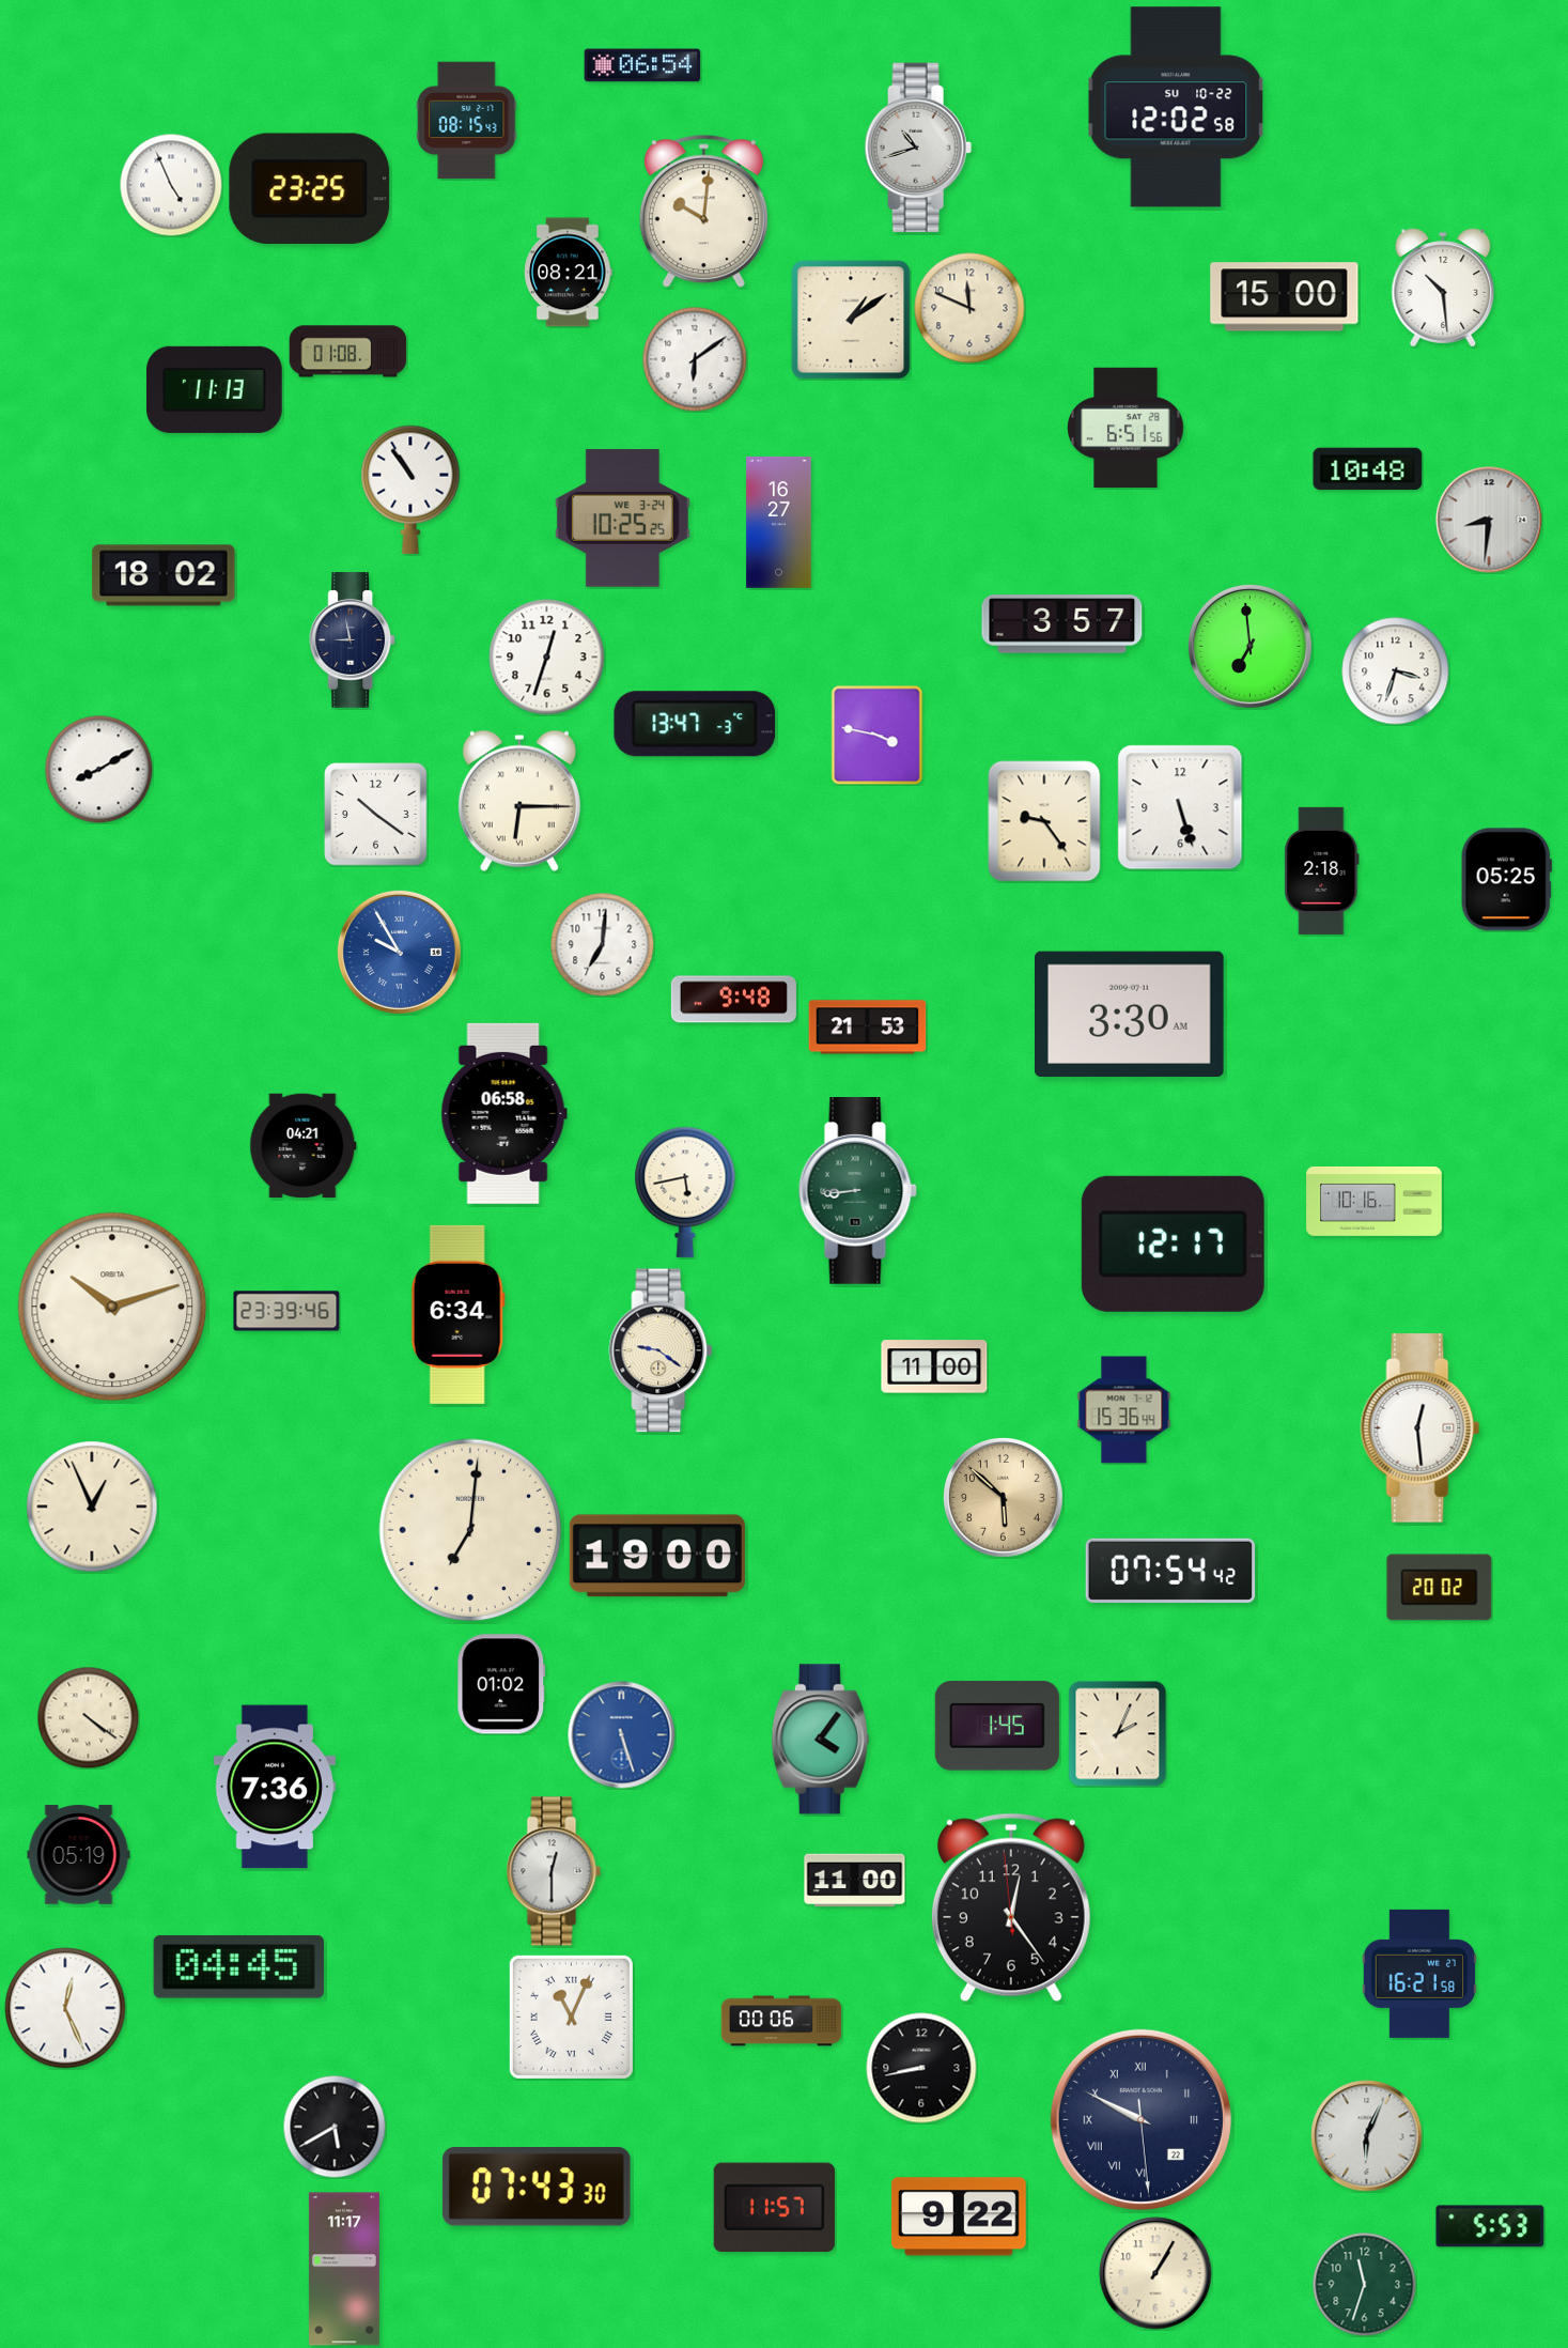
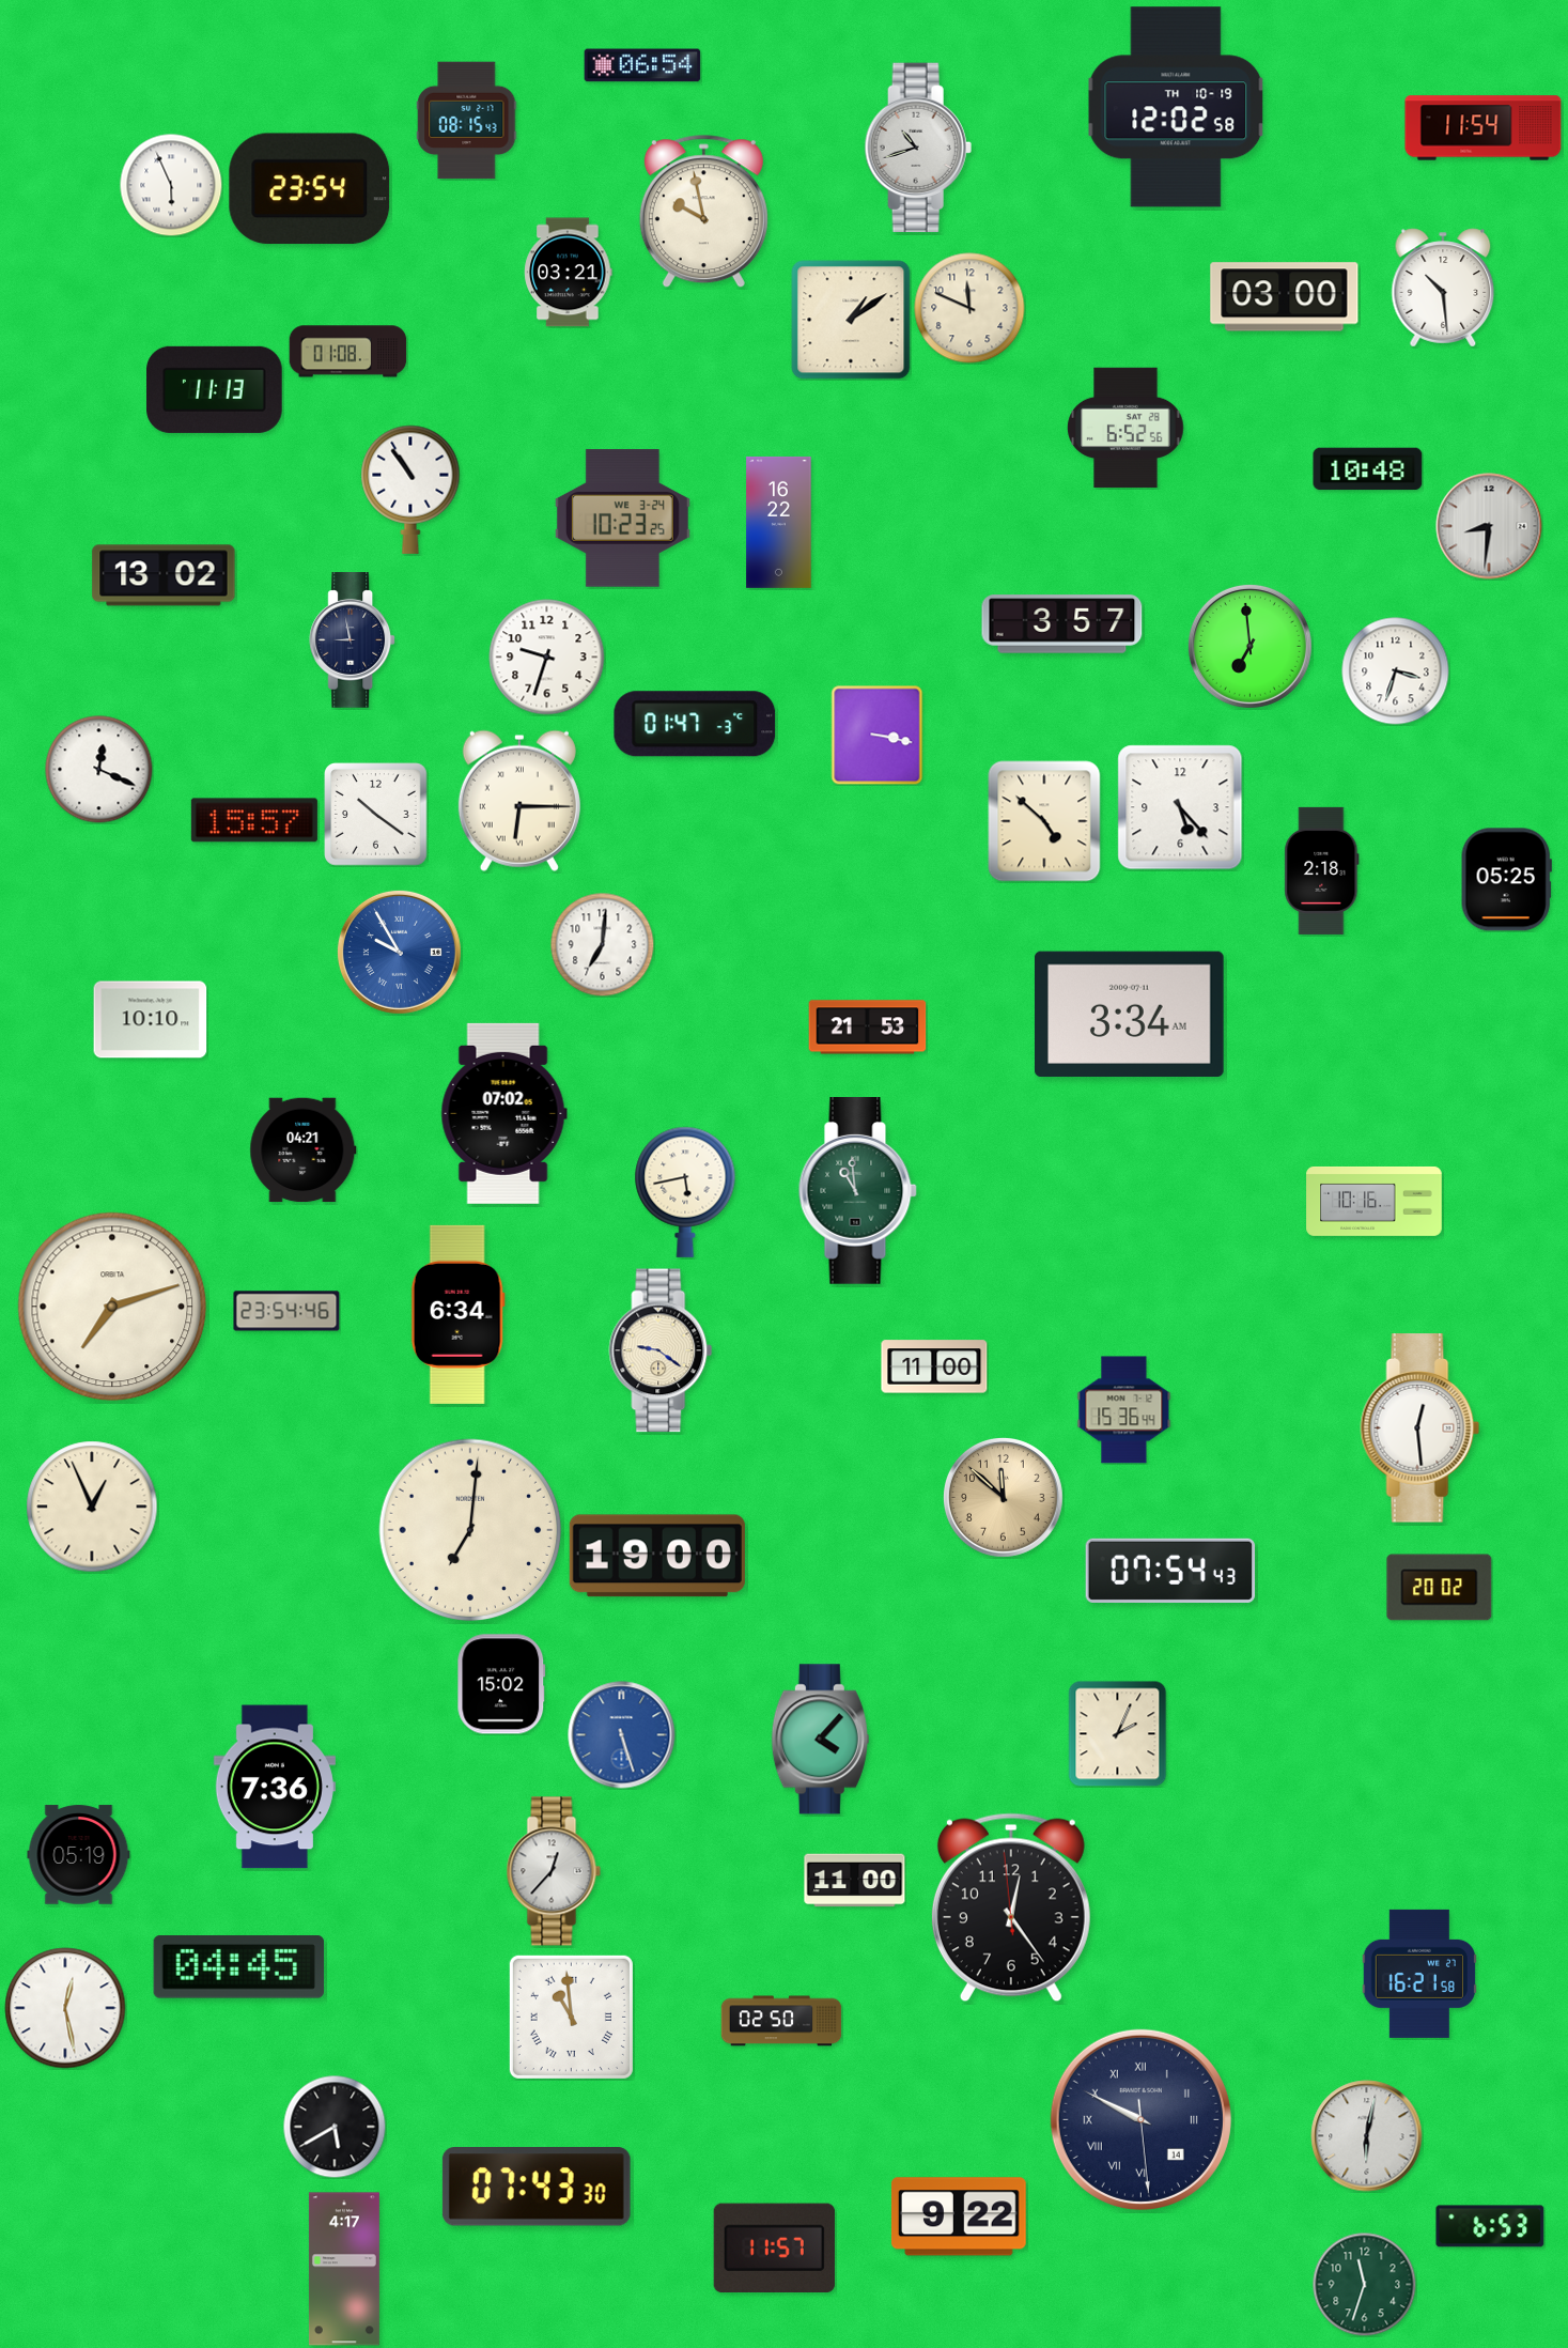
clock at (1176, 107) date: SU 10-22 -> TH 10-19
clock at (1484, 128): none -> 11:54
clock at (171, 185): 4:56 -> 5:56
clock at (310, 189): 23:25 -> 23:54
clock at (703, 212): 10:01 -> 9:58
clock at (569, 273): 08:21 -> 03:21
clock at (1285, 297): 15:00 -> 03:00
clock at (695, 359): 6:09 -> none
clock at (1125, 428): 6:51 -> 6:52
clock at (622, 519): 10:25 -> 10:23
clock at (1489, 520) position: (1489, 520) -> (1489, 526)
clock at (779, 522): 16:27 -> 16:22
clock at (164, 575): 18:02 -> 13:02
clock at (547, 658): 12:33 -> 9:33
clock at (695, 724): 13:47 -> 01:47
clock at (878, 735): 3:47 -> 3:17
clock at (99, 770): 8:10 -> 12:19
clock at (1180, 807): 5:27 -> 5:23
clock at (254, 820): none -> 15:57
clock at (1044, 821): 9:24 -> 4:52
clock at (733, 1000): 9:48 -> none
clock at (1130, 1014): 3:30 -> 3:34
clock at (151, 1020): none -> 10:10
clock at (503, 1113): 06:58 -> 07:02
clock at (304, 1146) position: (304, 1146) -> (304, 1150)
clock at (857, 1191): 8:44 -> 10:59
clock at (1173, 1243): 12:17 -> none
clock at (112, 1307): 10:12 -> 7:12
clock at (286, 1311): 23:39 -> 23:54
clock at (1004, 1498): 5:52 -> 11:52
clock at (1170, 1571): 07:54:42 -> 07:54:43
clock at (501, 1684): 01:02 -> 15:02
clock at (88, 1717): 4:21 -> none
clock at (997, 1726): 1:45 -> none
clock at (820, 1740): 4:06 -> 4:07
clock at (554, 1871): 12:30 -> 12:37
clock at (65, 2008): 12:26 -> 12:28
clock at (571, 2017): 11:04 -> 10:59
clock at (781, 2021): 00:06 -> 02:50
clock at (921, 2068): 8:43 -> none
clock at (1140, 2119) date: 22 -> 14
clock at (1367, 2136): 6:04 -> 6:02
clock at (774, 2207) position: (774, 2207) -> (774, 2247)
clock at (1490, 2226): 5:53 -> 6:53
clock at (344, 2269): 11:17 -> 4:17
clock at (1155, 2273): 1:05 -> none
